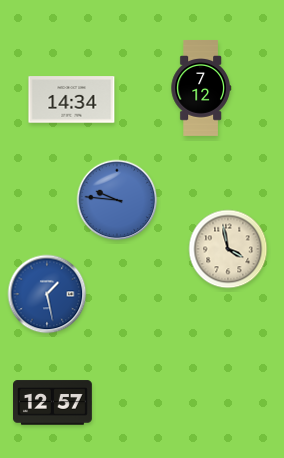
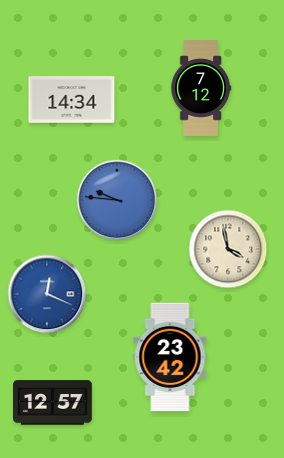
clock at (47, 294): 1:28 -> 12:19
clock at (170, 357): none -> 23:42
